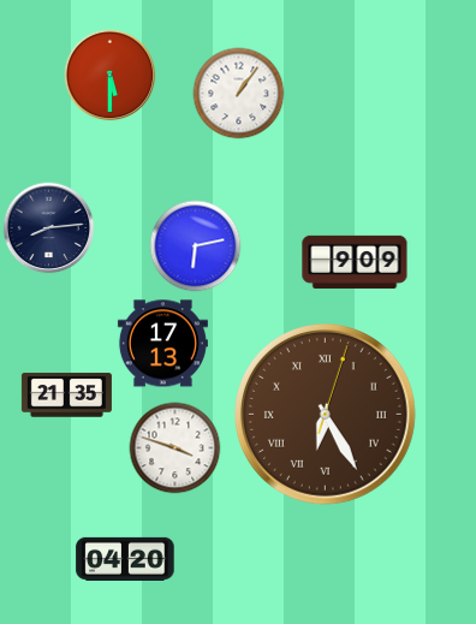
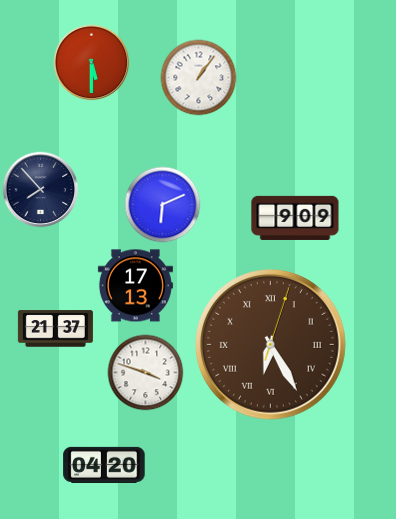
clock at (49, 228): 8:14 -> 7:53
clock at (196, 246): 6:13 -> 6:11
clock at (66, 396): 21:35 -> 21:37
